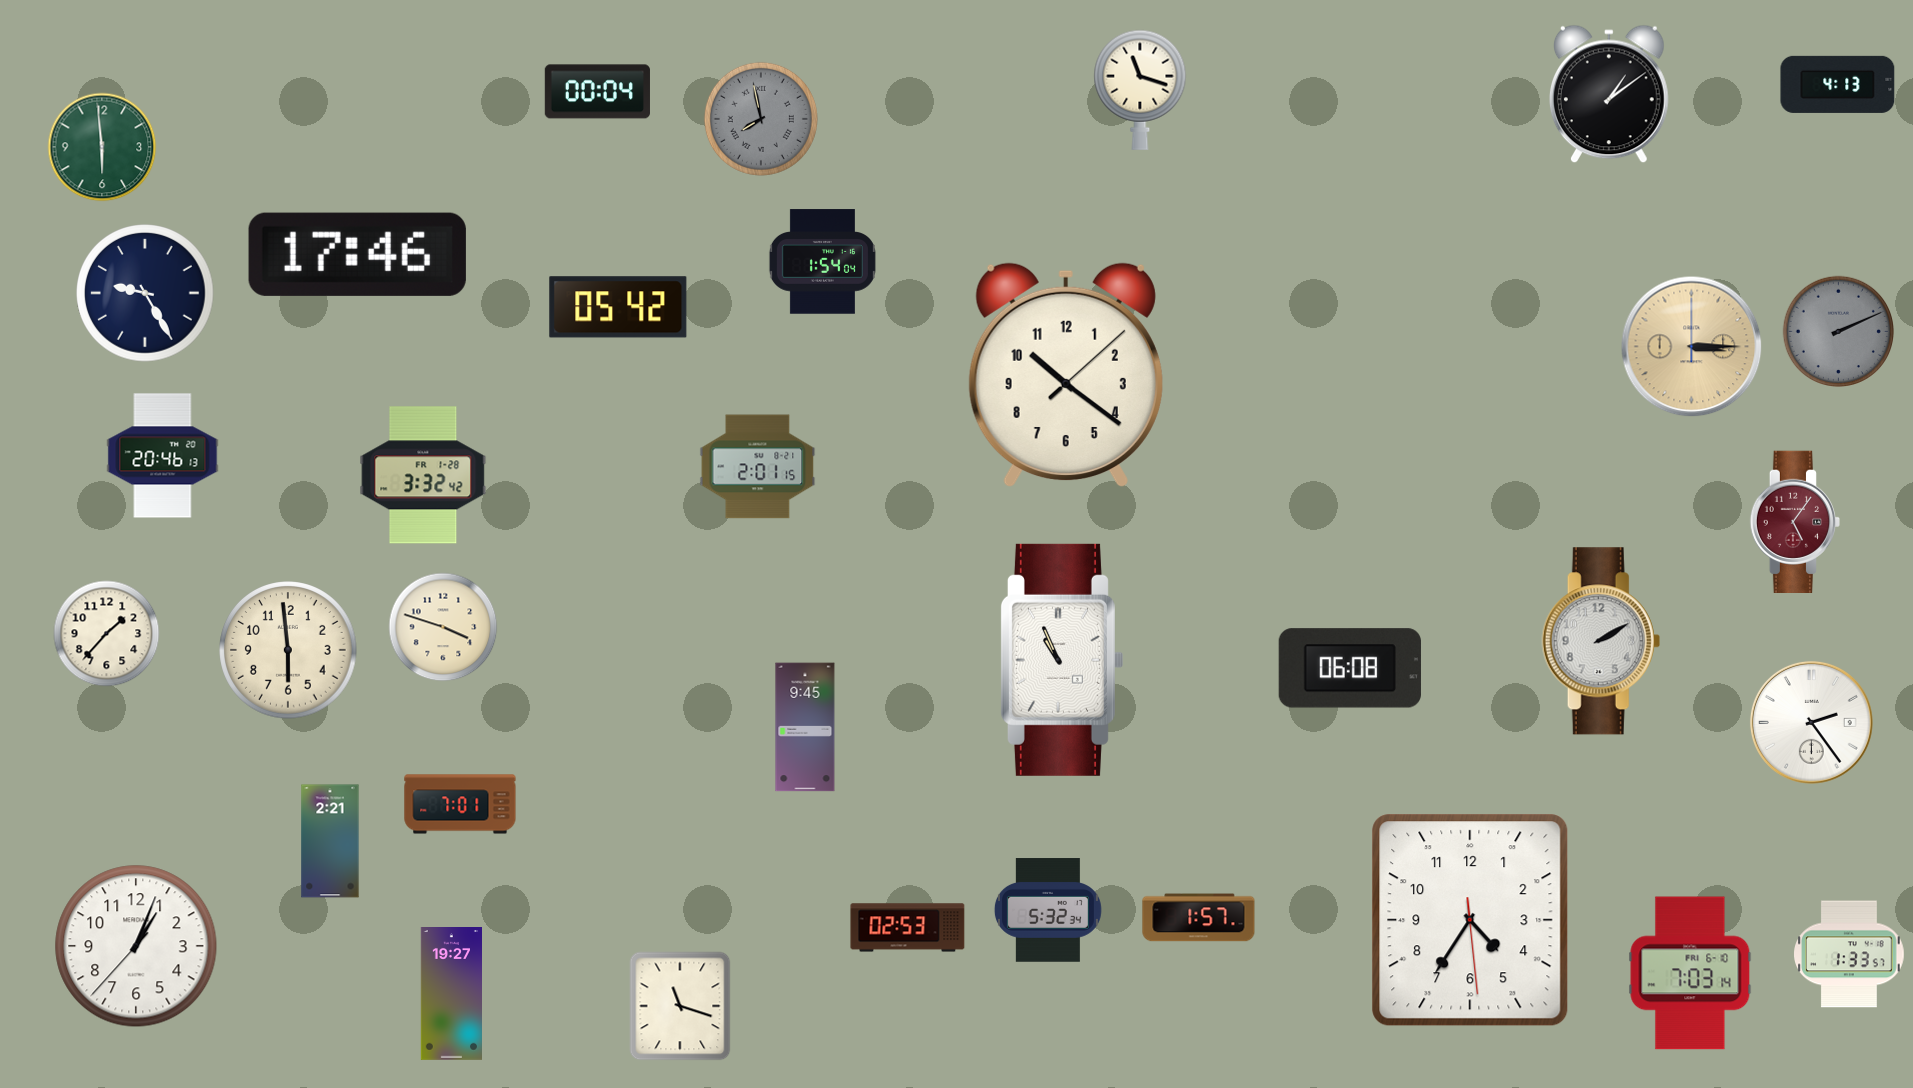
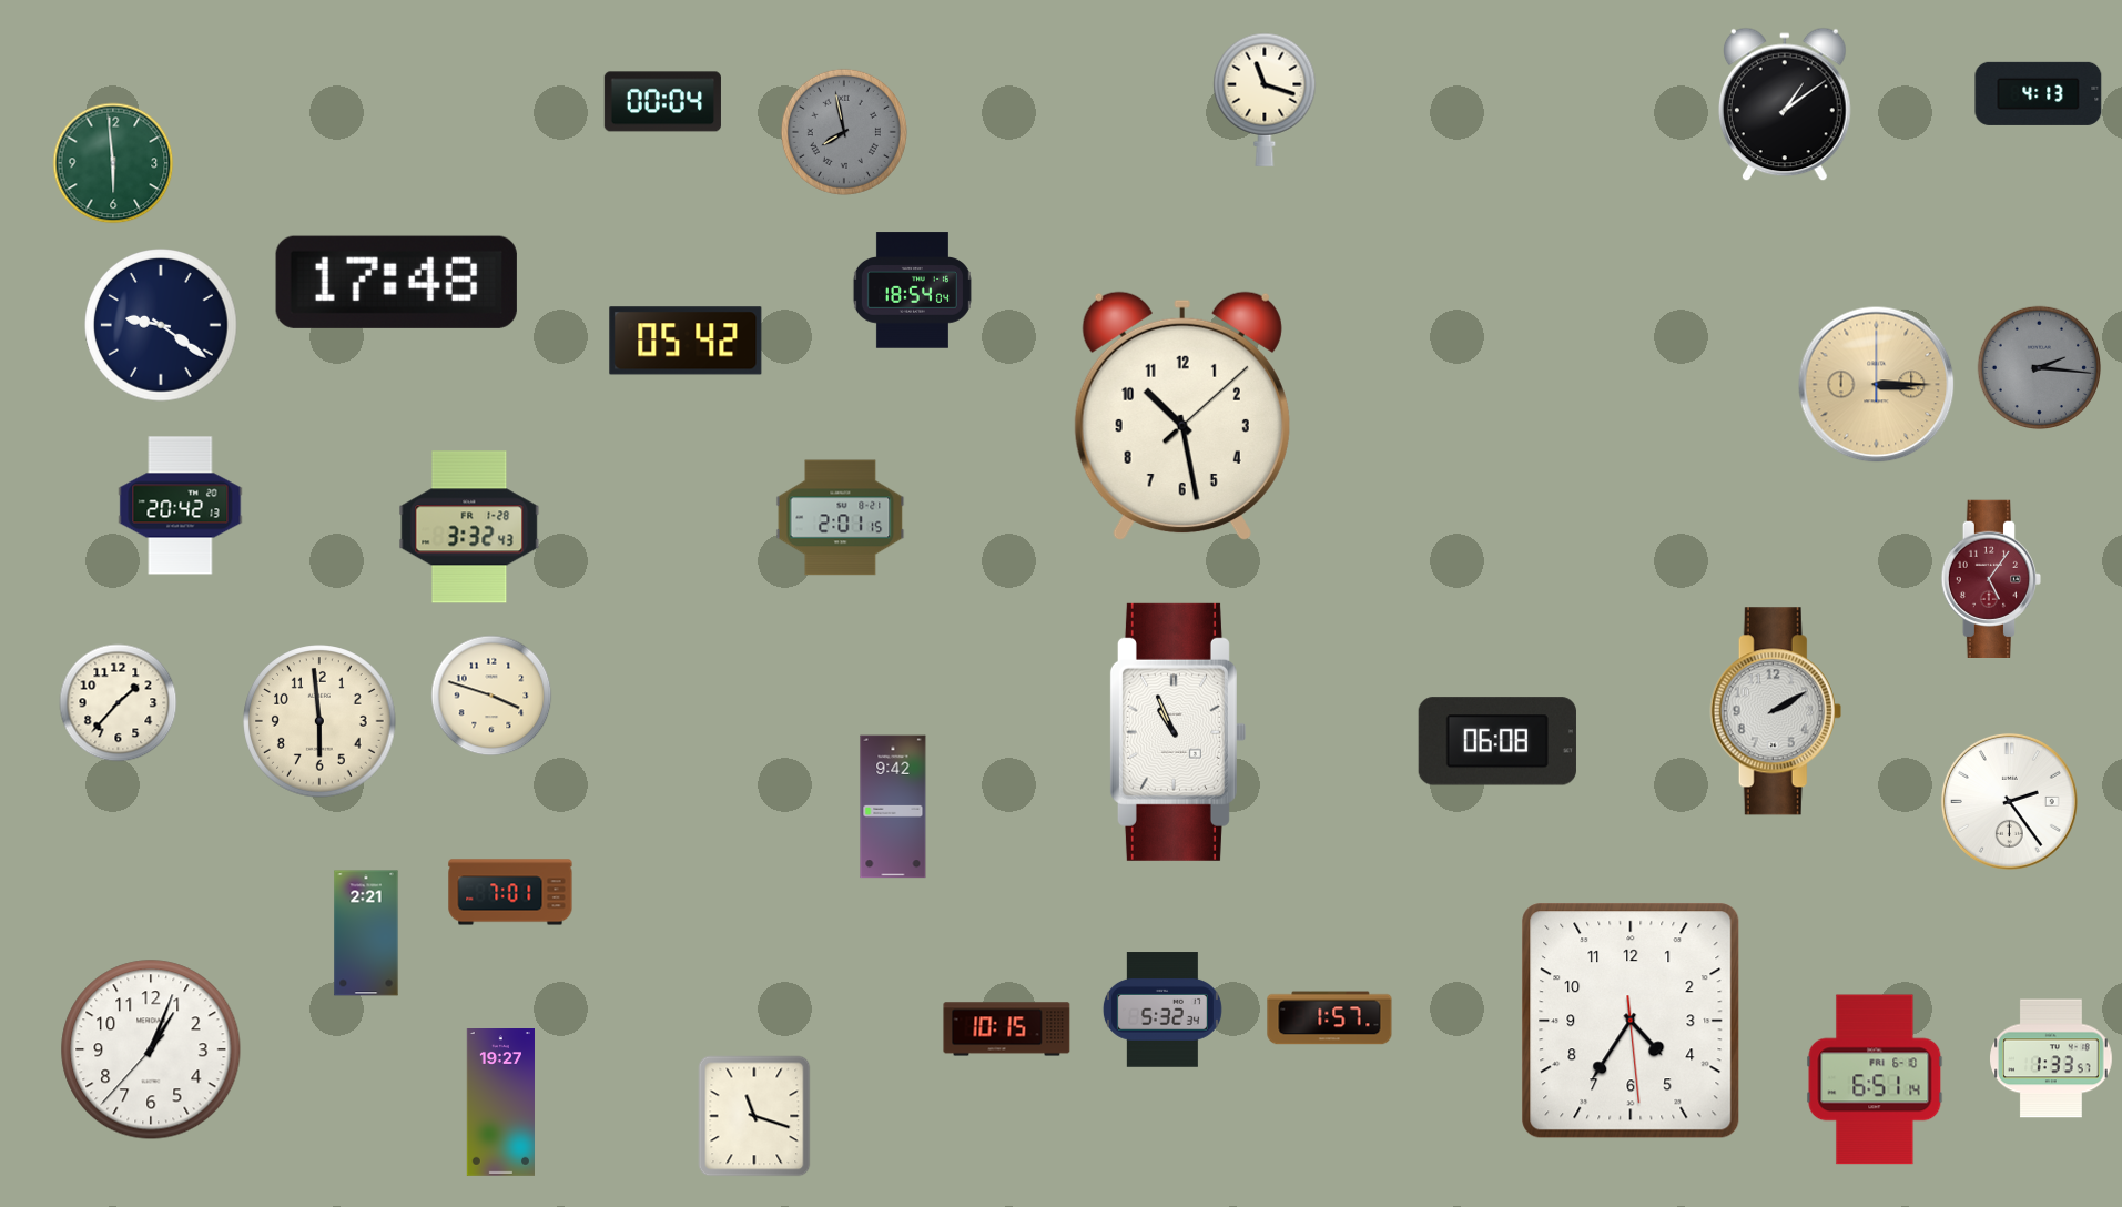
clock at (357, 254): 17:46 -> 17:48
clock at (822, 262): 1:54 -> 18:54
clock at (145, 293): 9:25 -> 9:21
clock at (1838, 331): 2:11 -> 2:16
clock at (1066, 375): 10:21 -> 10:28
clock at (163, 456): 20:46 -> 20:42
clock at (423, 475): 3:32:42 -> 3:32:43
clock at (805, 727): 9:45 -> 9:42
clock at (908, 928): 02:53 -> 10:15
clock at (1690, 973): 7:03 -> 6:51
